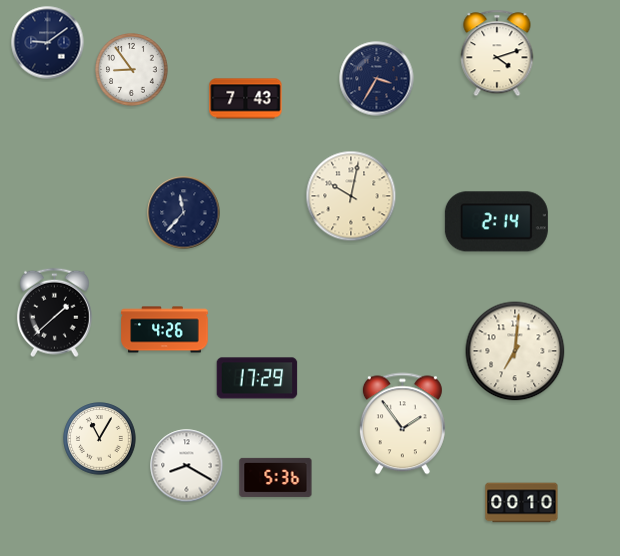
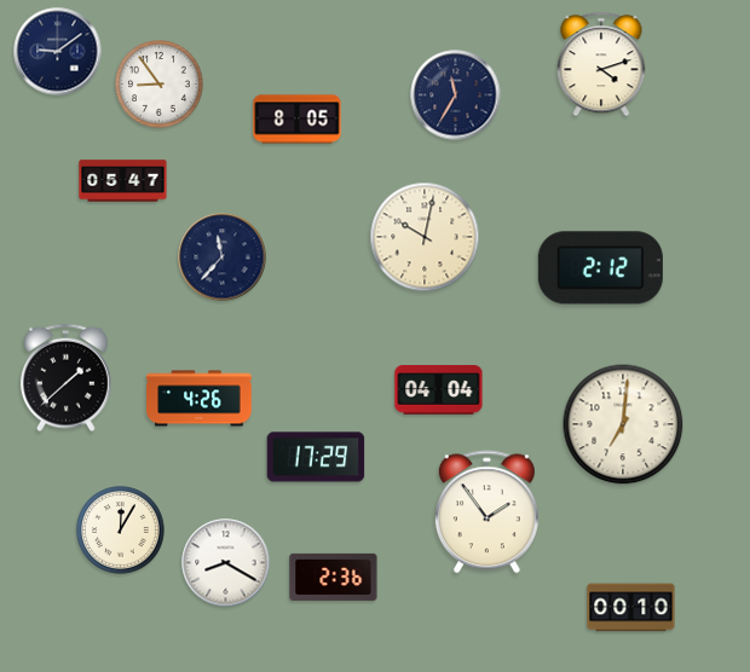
clock at (377, 79): 3:35 -> 11:35
clock at (246, 99): 7:43 -> 8:05
clock at (123, 181): none -> 05:47
clock at (496, 222): 2:14 -> 2:12
clock at (439, 390): none -> 04:04
clock at (257, 378) position: (257, 378) -> (316, 457)
clock at (100, 439): 11:05 -> 12:05
clock at (276, 477): 5:36 -> 2:36
